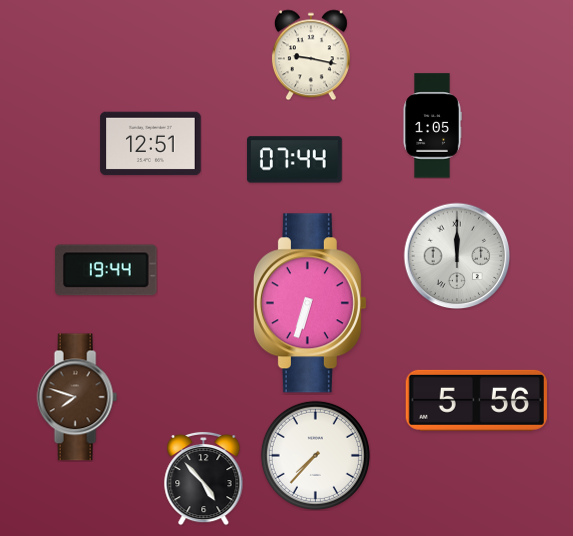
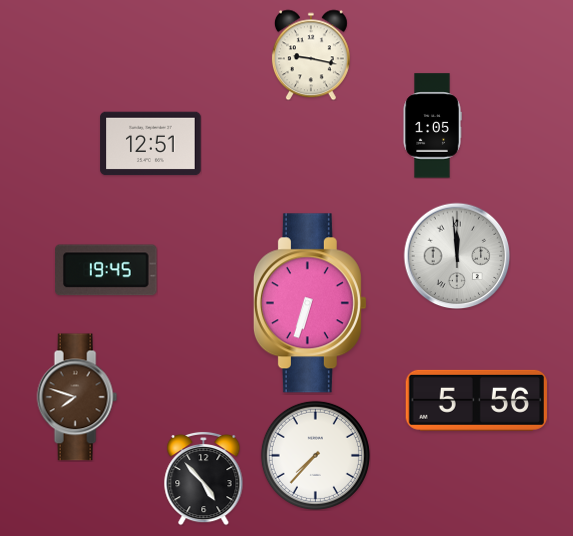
clock at (294, 160): 07:44 -> none
clock at (457, 256): 12:00 -> 11:59
clock at (106, 270): 19:44 -> 19:45
